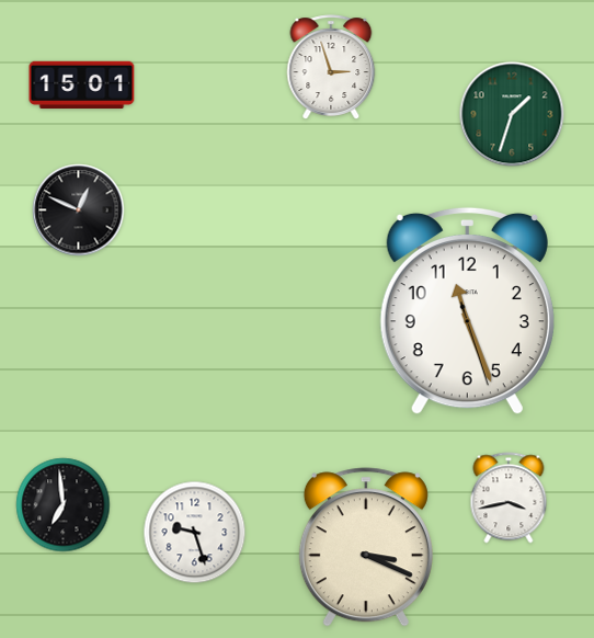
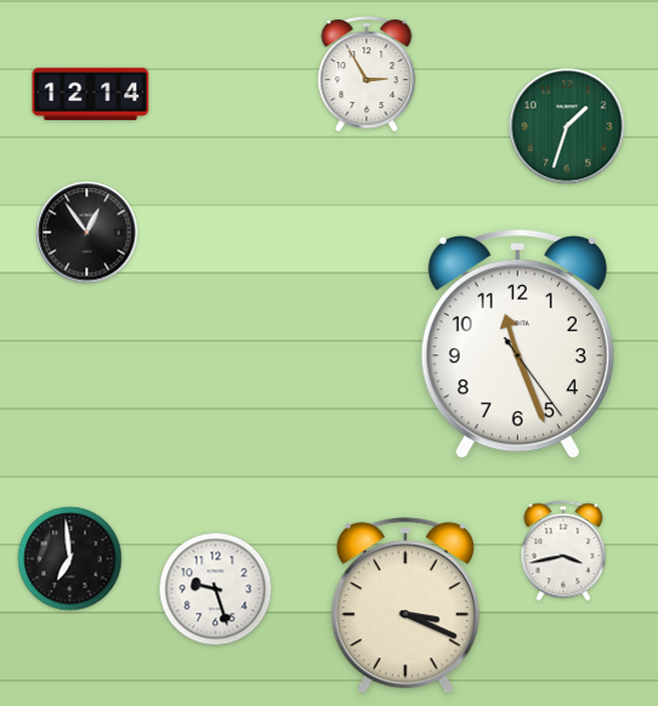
clock at (331, 67): 2:57 -> 2:55
clock at (82, 84): 15:01 -> 12:14
clock at (79, 210): 12:49 -> 12:54
clock at (467, 310): 11:26:27 -> 11:26:24
